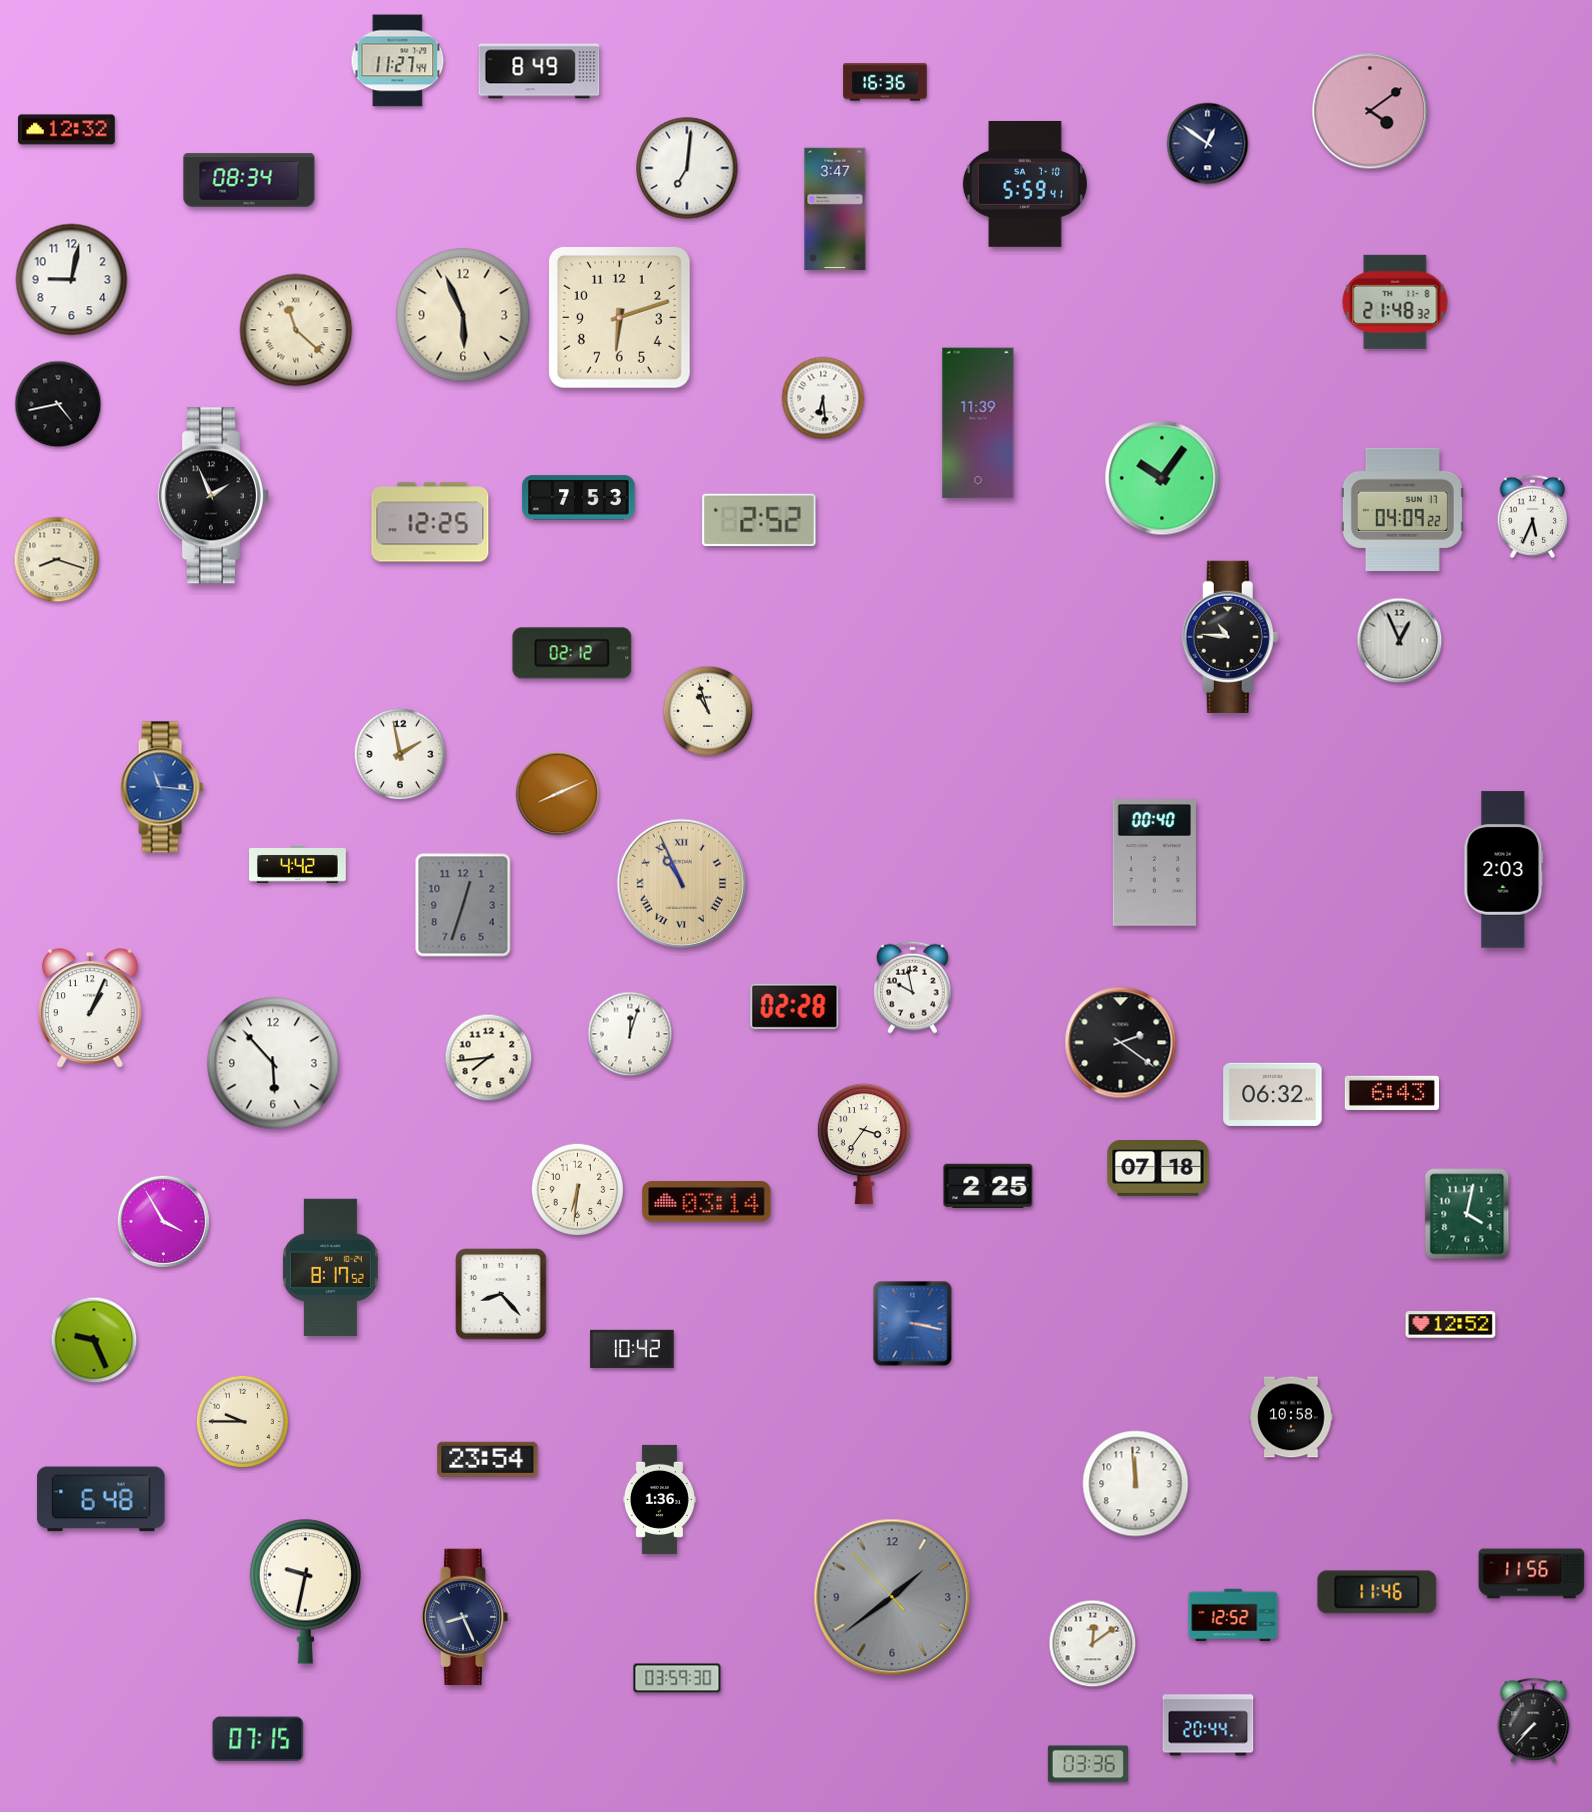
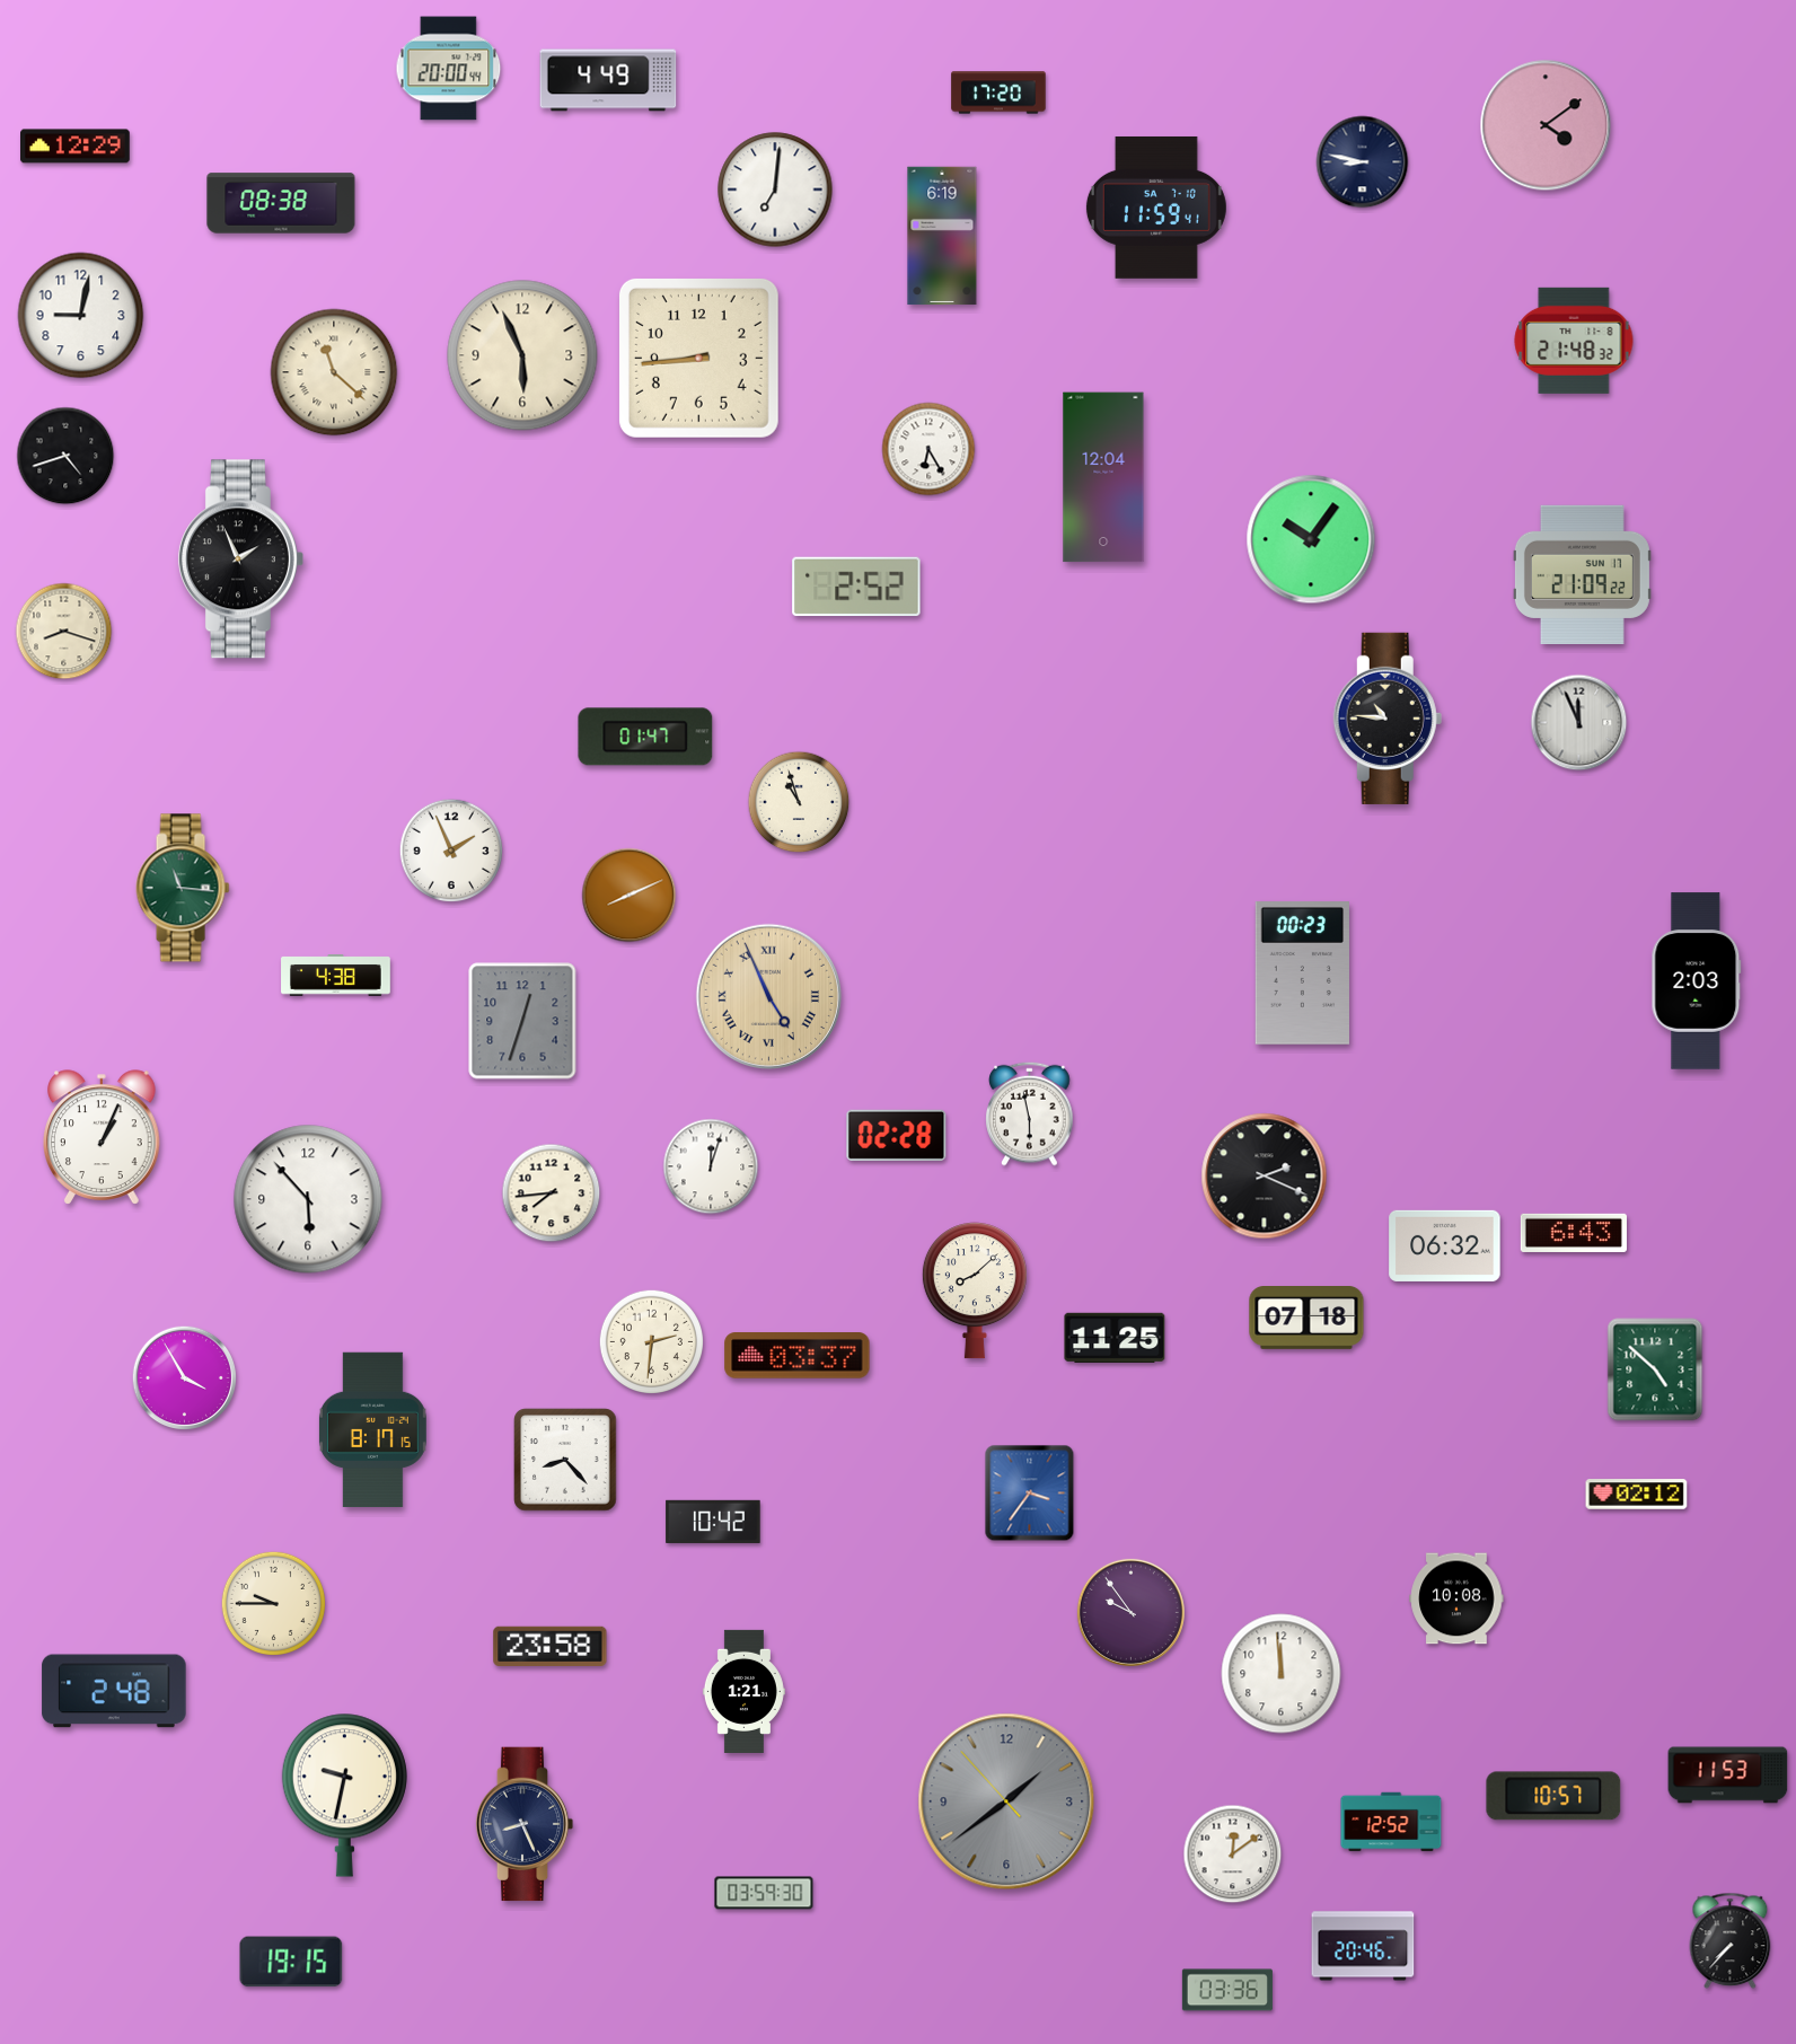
clock at (398, 61): 11:27 -> 20:00
clock at (539, 71): 8:49 -> 4:49
clock at (885, 82): 16:36 -> 17:20
clock at (67, 130): 12:32 -> 12:29
clock at (1208, 144): 12:51 -> 8:47
clock at (249, 180): 08:34 -> 08:38
clock at (1025, 184): 5:59 -> 11:59
clock at (835, 209): 3:47 -> 6:19
clock at (619, 317): 6:12 -> 8:44
clock at (823, 398): 6:29 -> 6:25
clock at (58, 404): 4:43 -> 4:42
clock at (978, 423): 11:39 -> 12:04
clock at (579, 498): 7:53 -> none
clock at (1402, 509): 04:09 -> 21:09
clock at (1532, 516): 5:34 -> none
clock at (430, 522): 12:25 -> none
clock at (1400, 641): 12:56 -> 11:56
clock at (572, 653): 02:12 -> 01:47
clock at (400, 754): 1:58 -> 1:56
clock at (162, 787) dial: blue -> green
clock at (1154, 863): 00:40 -> 00:23
clock at (298, 865): 4:42 -> 4:38
clock at (682, 884): 10:56 -> 4:56
clock at (913, 987): 9:58 -> 5:58
clock at (1121, 1043): 2:21 -> 2:19
clock at (1392, 1093) position: (1392, 1093) -> (1574, 1233)
clock at (1273, 1094) position: (1273, 1094) -> (1445, 1245)
clock at (864, 1144): 3:36 -> 8:08
clock at (988, 1186): 2:25 -> 11:25
clock at (577, 1189): 6:31 -> 2:31
clock at (707, 1202): 03:14 -> 03:37
clock at (1467, 1214): 4:02 -> 4:52
clock at (330, 1267): 8:17:52 -> 8:17:15
clock at (913, 1324): 3:17 -> 3:36
clock at (1451, 1325): 12:52 -> 02:12
clock at (94, 1340): 9:26 -> none
clock at (1291, 1417): 10:58 -> 10:08
clock at (1130, 1612): none -> 9:54
clock at (488, 1459): 23:54 -> 23:58
clock at (101, 1499): 6:48 -> 2:48
clock at (659, 1499): 1:36 -> 1:21
clock at (1532, 1574): 11:56 -> 11:53
clock at (1377, 1592): 11:46 -> 10:57
clock at (1208, 1725): 20:44 -> 20:46
clock at (258, 1739): 07:15 -> 19:15
